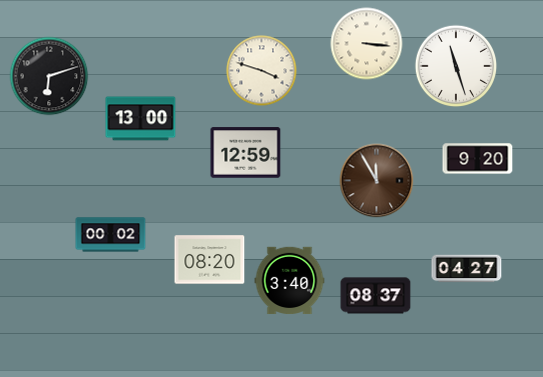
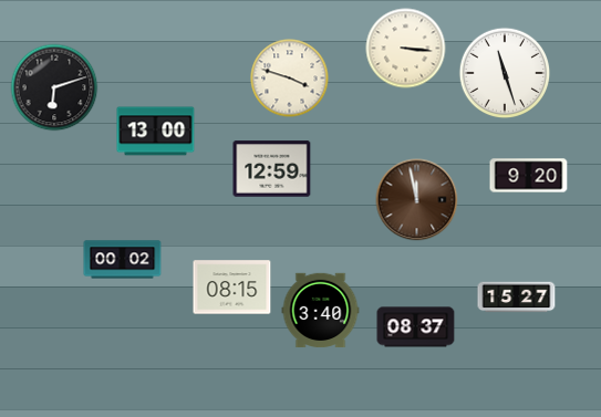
clock at (49, 76) position: (49, 76) -> (54, 87)
clock at (377, 181): 11:55 -> 11:58
clock at (210, 260): 08:20 -> 08:15
clock at (467, 269): 04:27 -> 15:27
